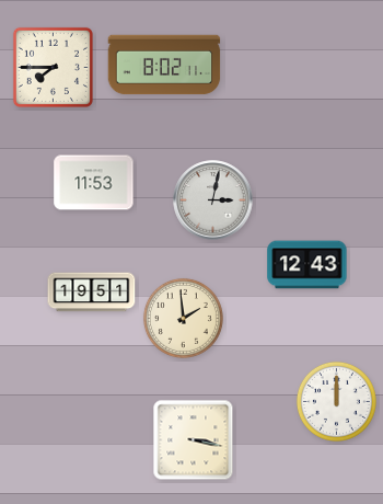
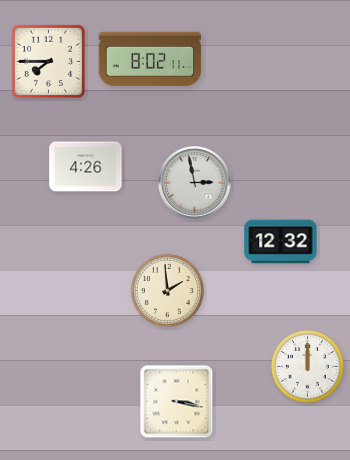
clock at (94, 183): 11:53 -> 4:26
clock at (213, 201): 3:02 -> 2:58
clock at (307, 265): 12:43 -> 12:32
clock at (92, 293): 19:51 -> none
